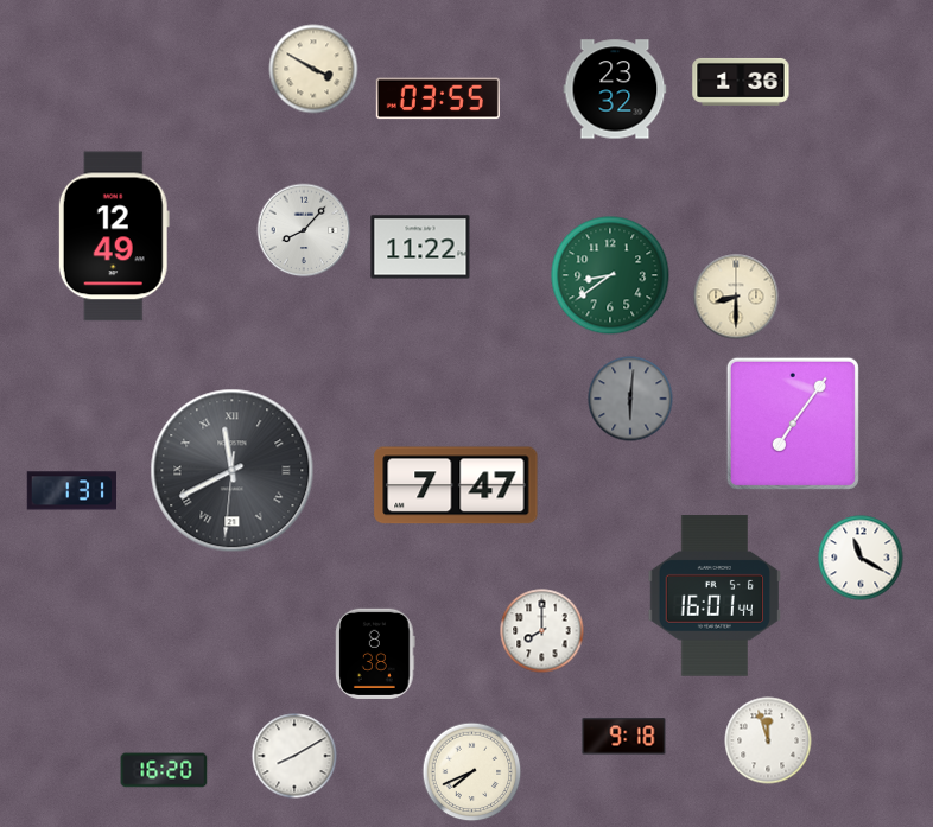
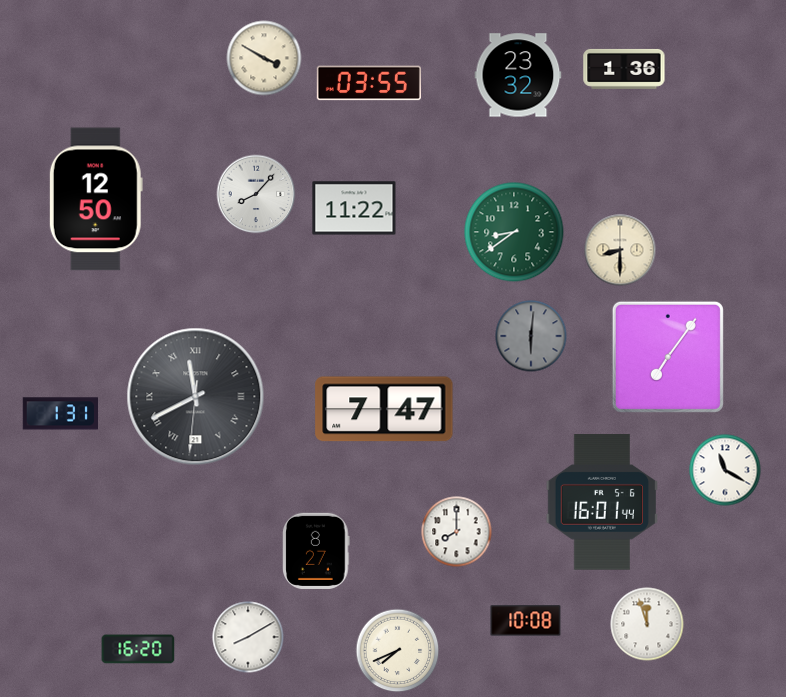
clock at (114, 236): 12:49 -> 12:50
clock at (375, 654): 8:38 -> 8:27
clock at (624, 737): 9:18 -> 10:08
